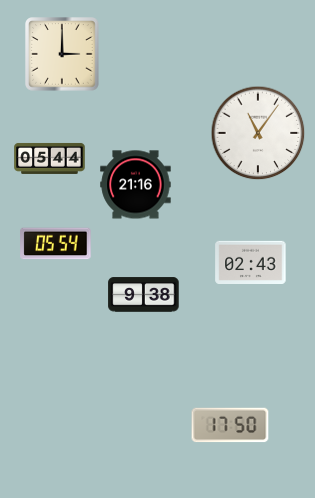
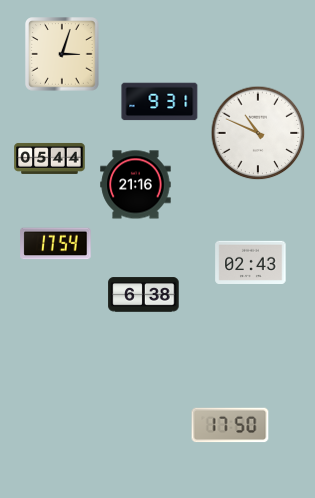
clock at (62, 54): 3:00 -> 3:03
clock at (160, 102): none -> 9:31
clock at (258, 133): 11:06 -> 10:49
clock at (56, 244): 05:54 -> 17:54
clock at (144, 295): 9:38 -> 6:38
